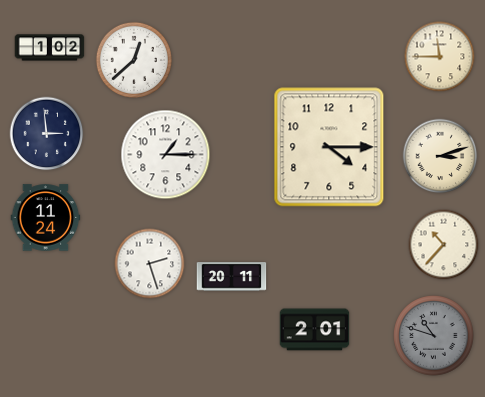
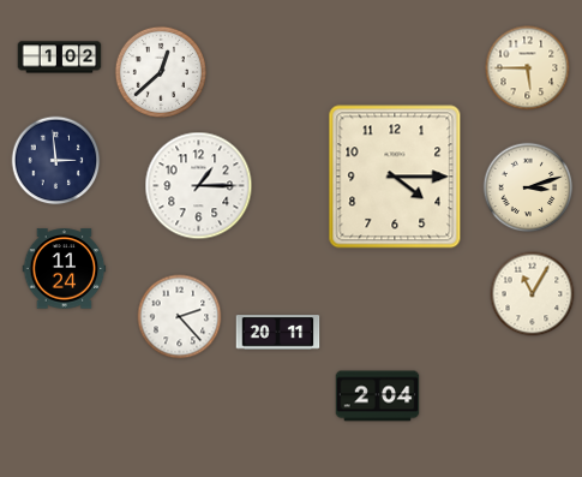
clock at (440, 57): 11:45 -> 5:45
clock at (46, 218) position: (46, 218) -> (65, 269)
clock at (444, 245): 10:37 -> 11:05
clock at (150, 264): 2:27 -> 2:23
clock at (315, 330): 2:01 -> 2:04
clock at (434, 336): 10:48 -> none
